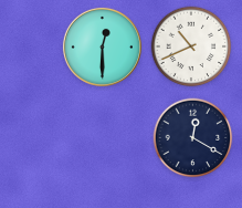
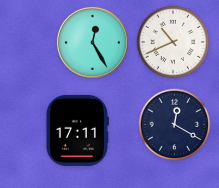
clock at (102, 46): 12:30 -> 12:25
clock at (77, 130): none -> 17:11
